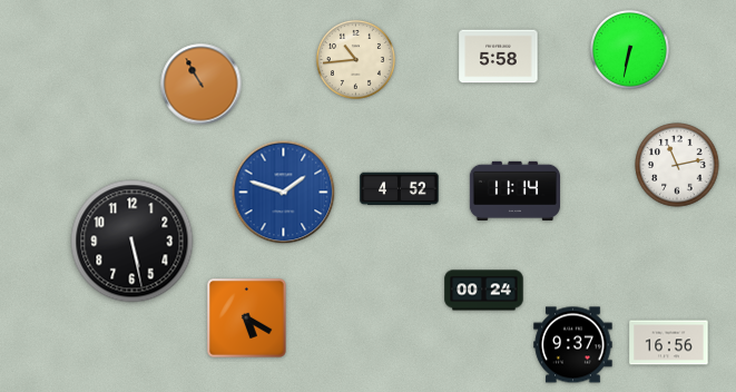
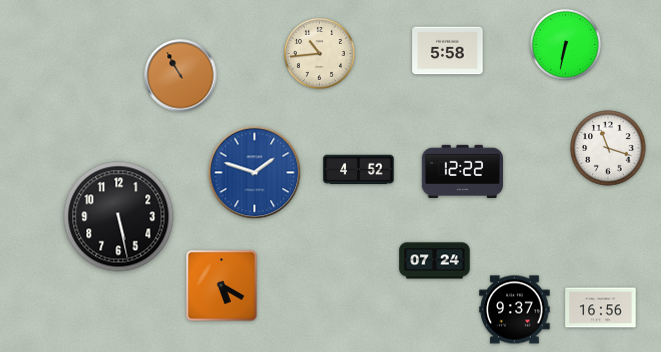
clock at (677, 165): 11:13 -> 11:18
clock at (514, 190): 11:14 -> 12:22
clock at (484, 291): 00:24 -> 07:24
